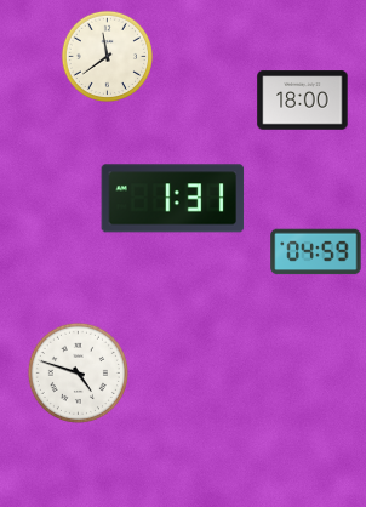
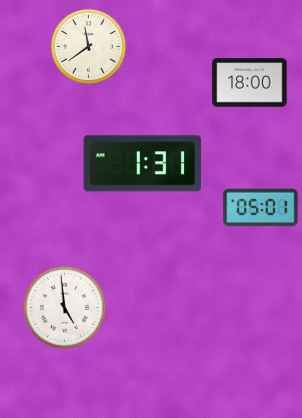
clock at (316, 252): 04:59 -> 05:01
clock at (78, 372): 4:48 -> 4:59
